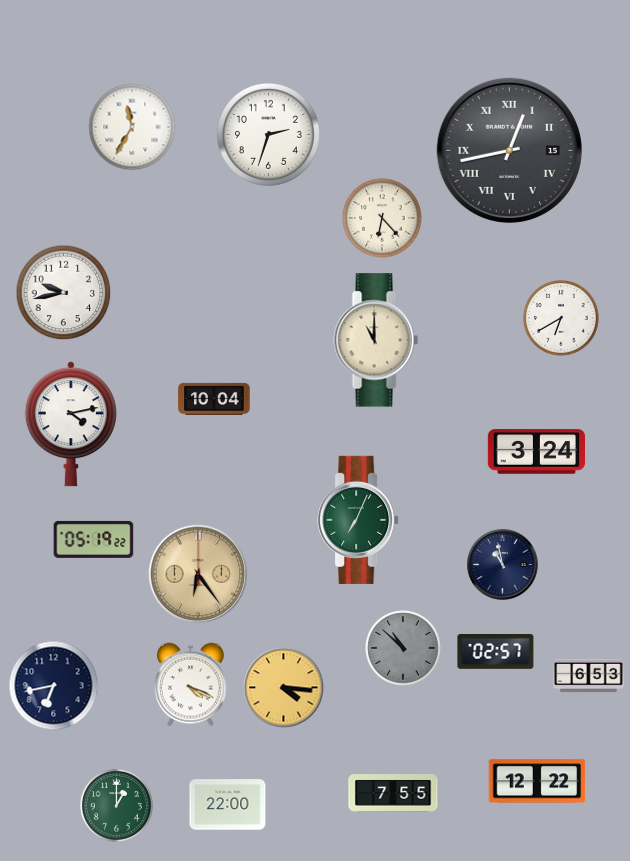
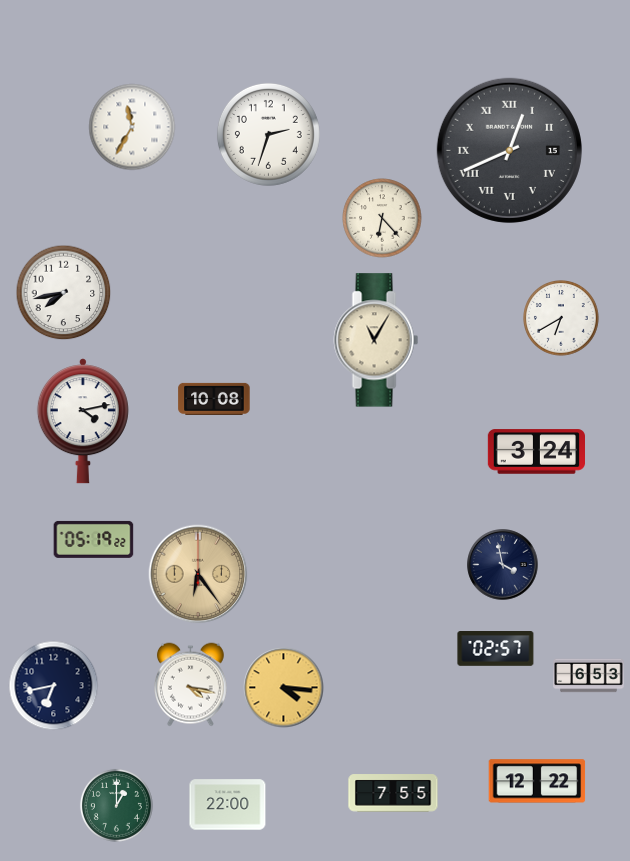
clock at (509, 150): 12:43 -> 12:41
clock at (64, 293): 9:43 -> 7:43
clock at (376, 340): 11:00 -> 11:05
clock at (214, 399): 10:04 -> 10:08
clock at (71, 424) position: (71, 424) -> (83, 421)
clock at (358, 520): 7:04 -> none
clock at (503, 565): 10:58 -> 3:58
clock at (403, 648): 10:52 -> none
clock at (496, 652) position: (496, 652) -> (496, 649)
clock at (190, 685): 4:19 -> 4:17
